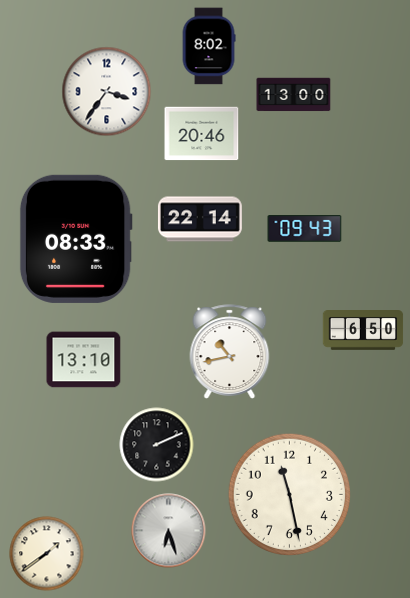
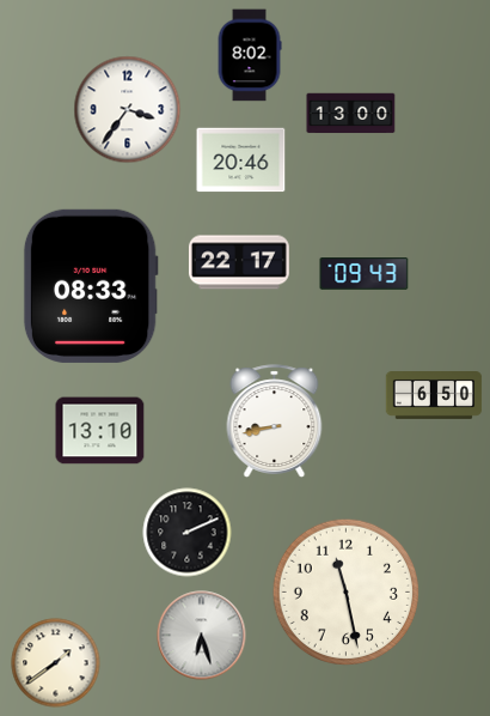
clock at (200, 219): 22:14 -> 22:17
clock at (230, 352): 10:43 -> 8:43
